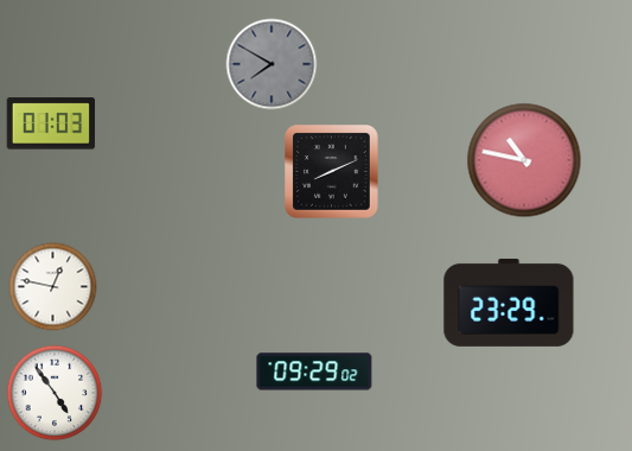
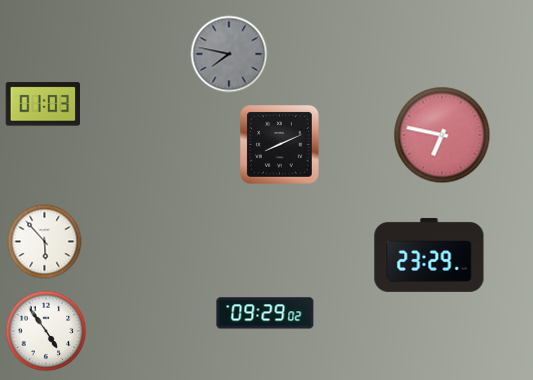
clock at (272, 64): 7:50 -> 7:47
clock at (524, 160): 10:47 -> 6:47
clock at (53, 287): 12:47 -> 5:53
